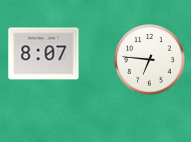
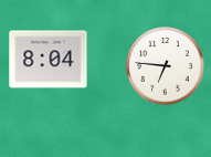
clock at (44, 54): 8:07 -> 8:04
